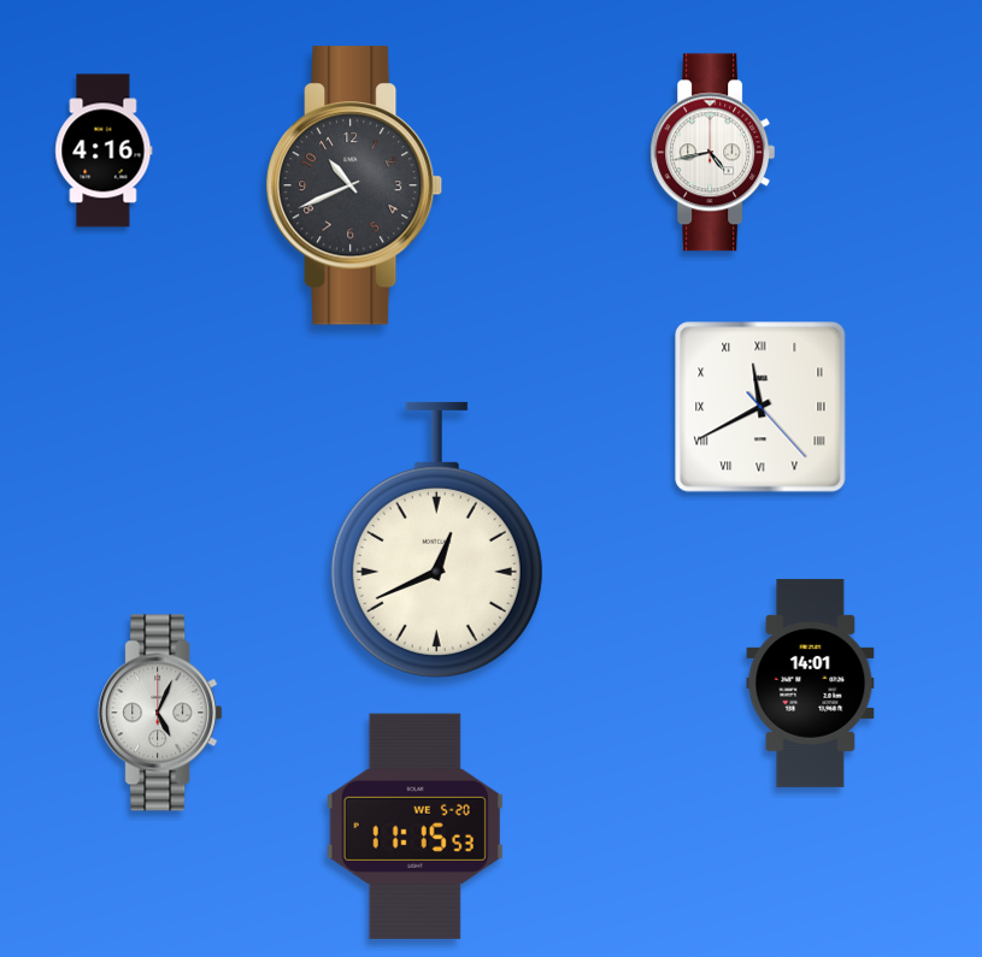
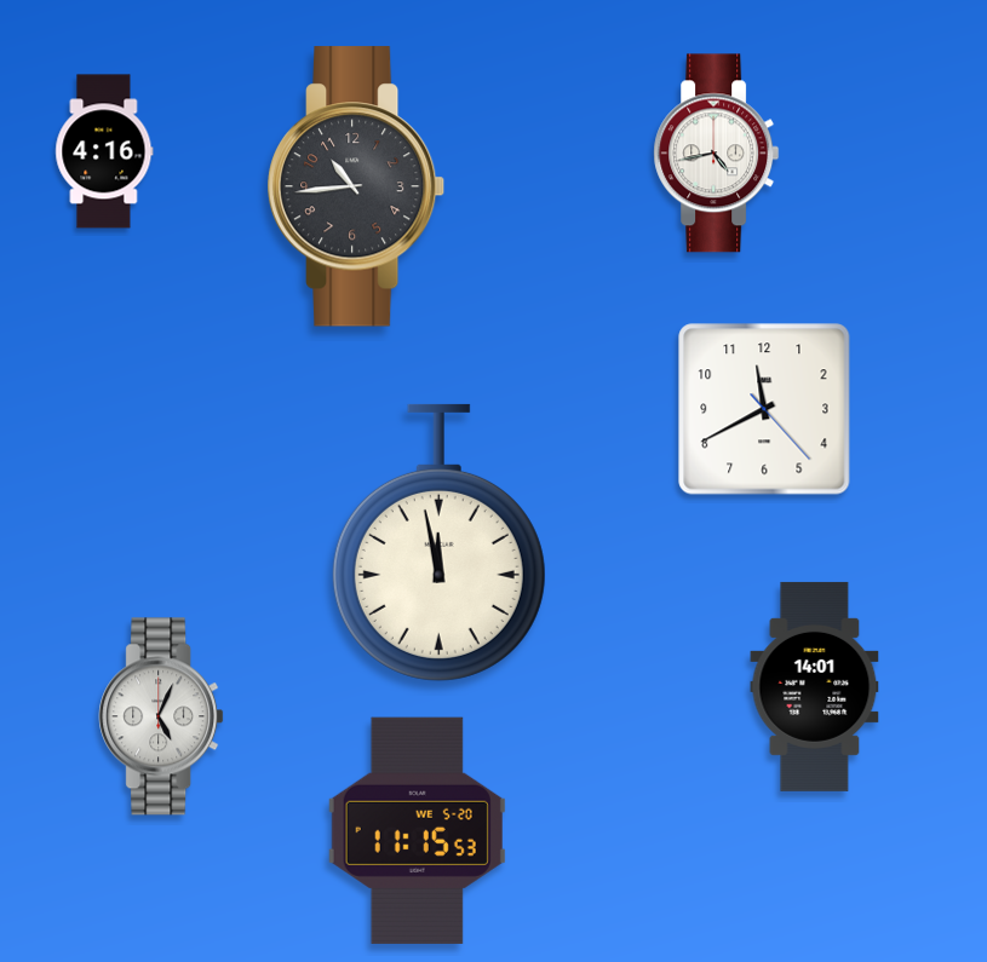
clock at (354, 185): 10:41 -> 10:44
clock at (760, 407) numerals: Roman -> Arabic
clock at (436, 539): 12:41 -> 11:58
